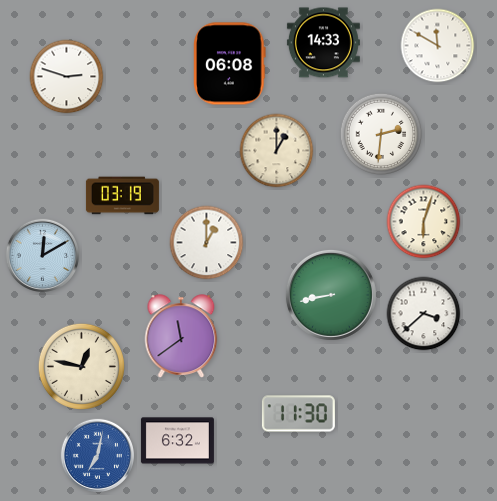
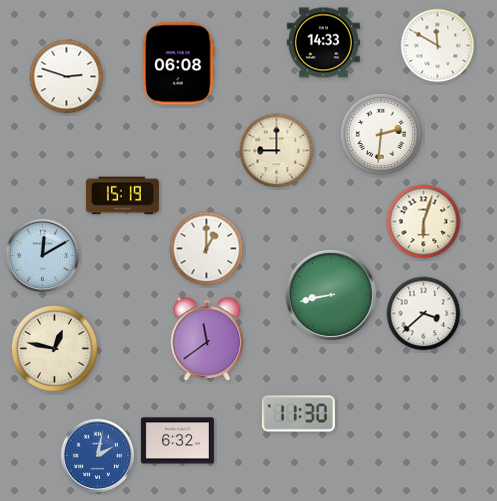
clock at (230, 64) position: (230, 64) -> (179, 64)
clock at (277, 151): 1:00 -> 9:00
clock at (122, 196): 03:19 -> 15:19
clock at (207, 243) position: (207, 243) -> (207, 249)
clock at (181, 336) position: (181, 336) -> (207, 339)
clock at (81, 366) position: (81, 366) -> (54, 348)
clock at (97, 455): 7:02 -> 2:02
